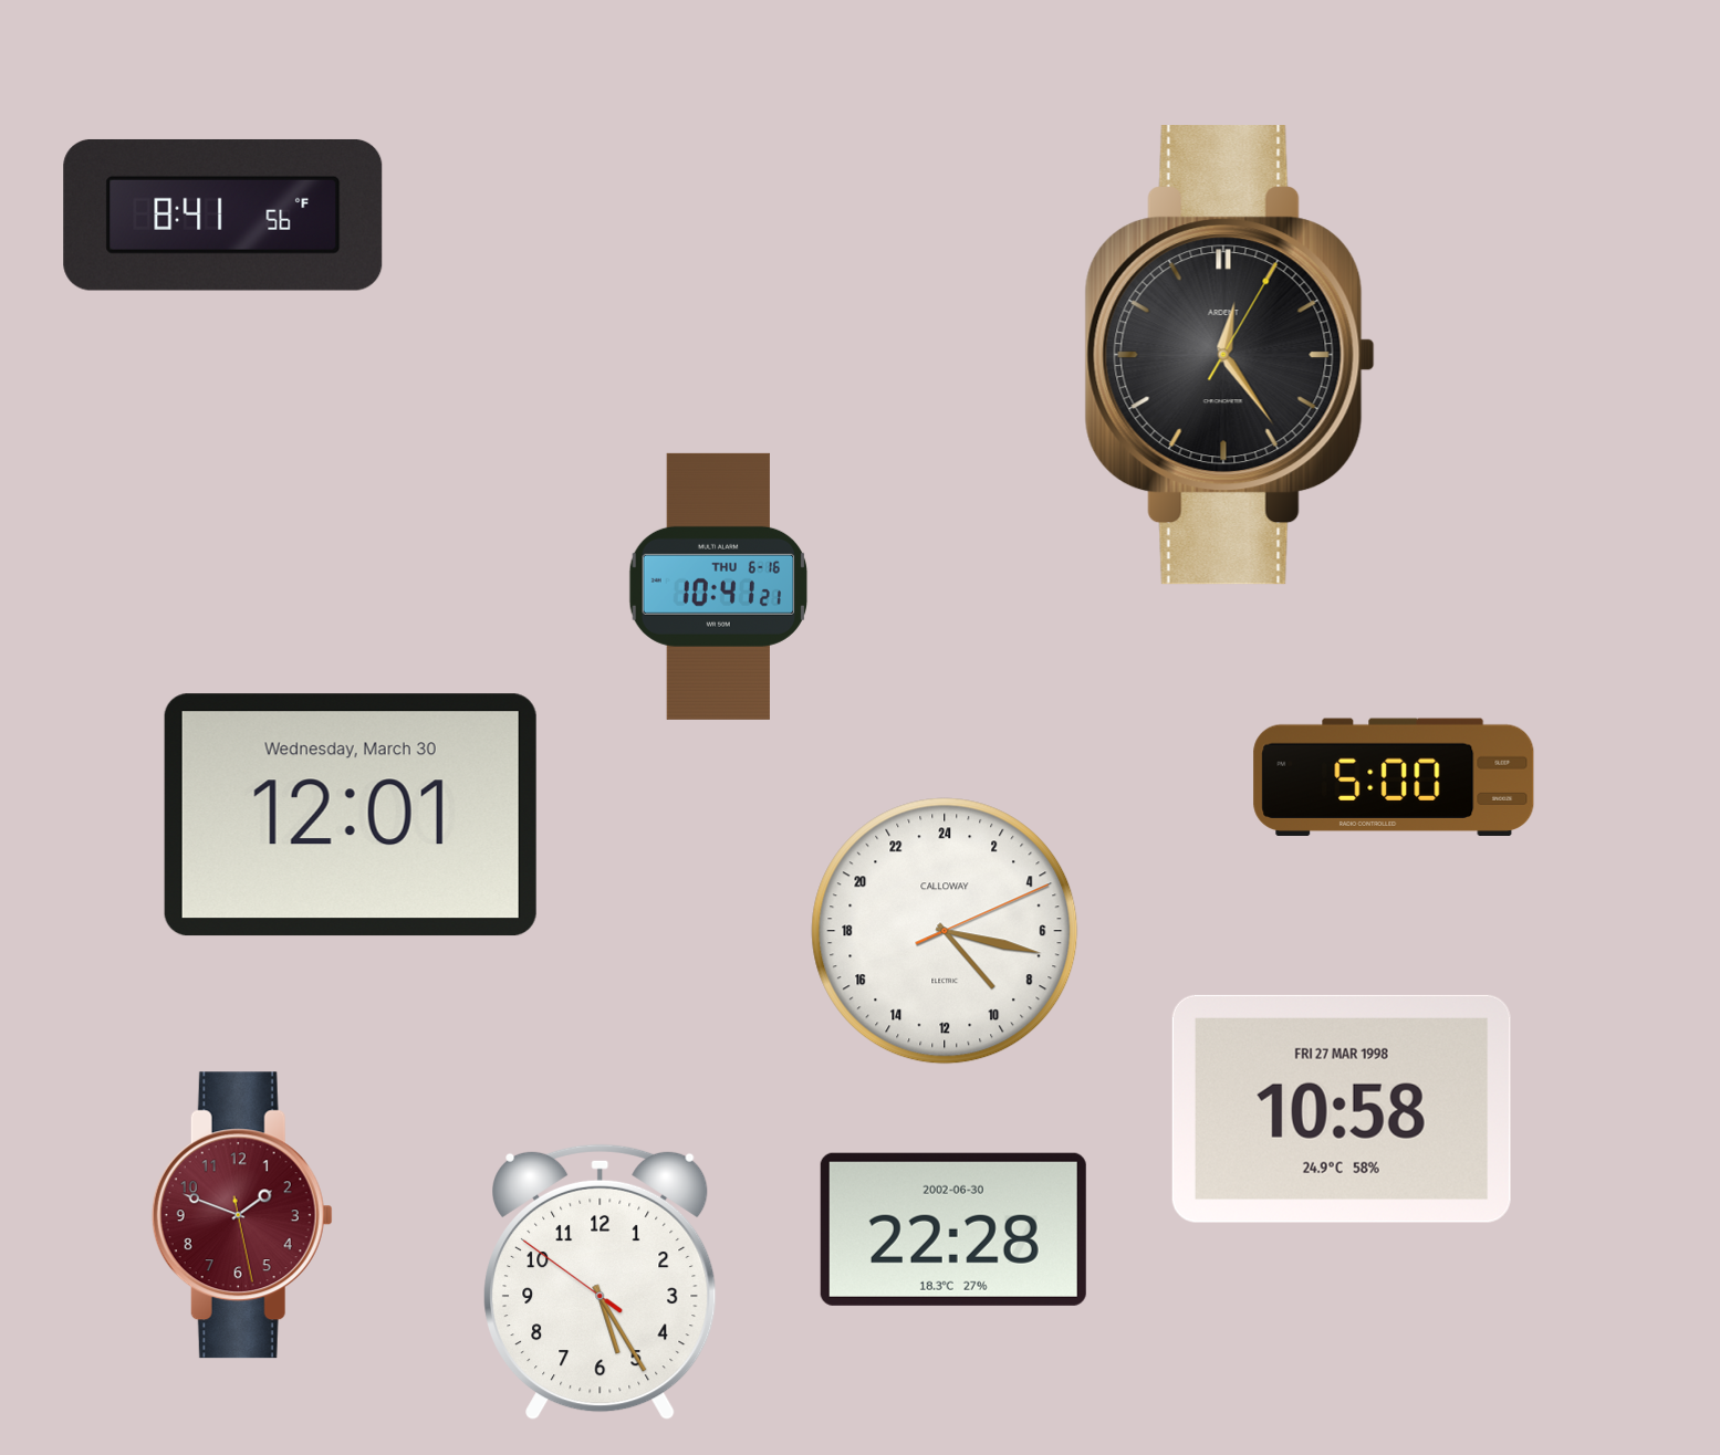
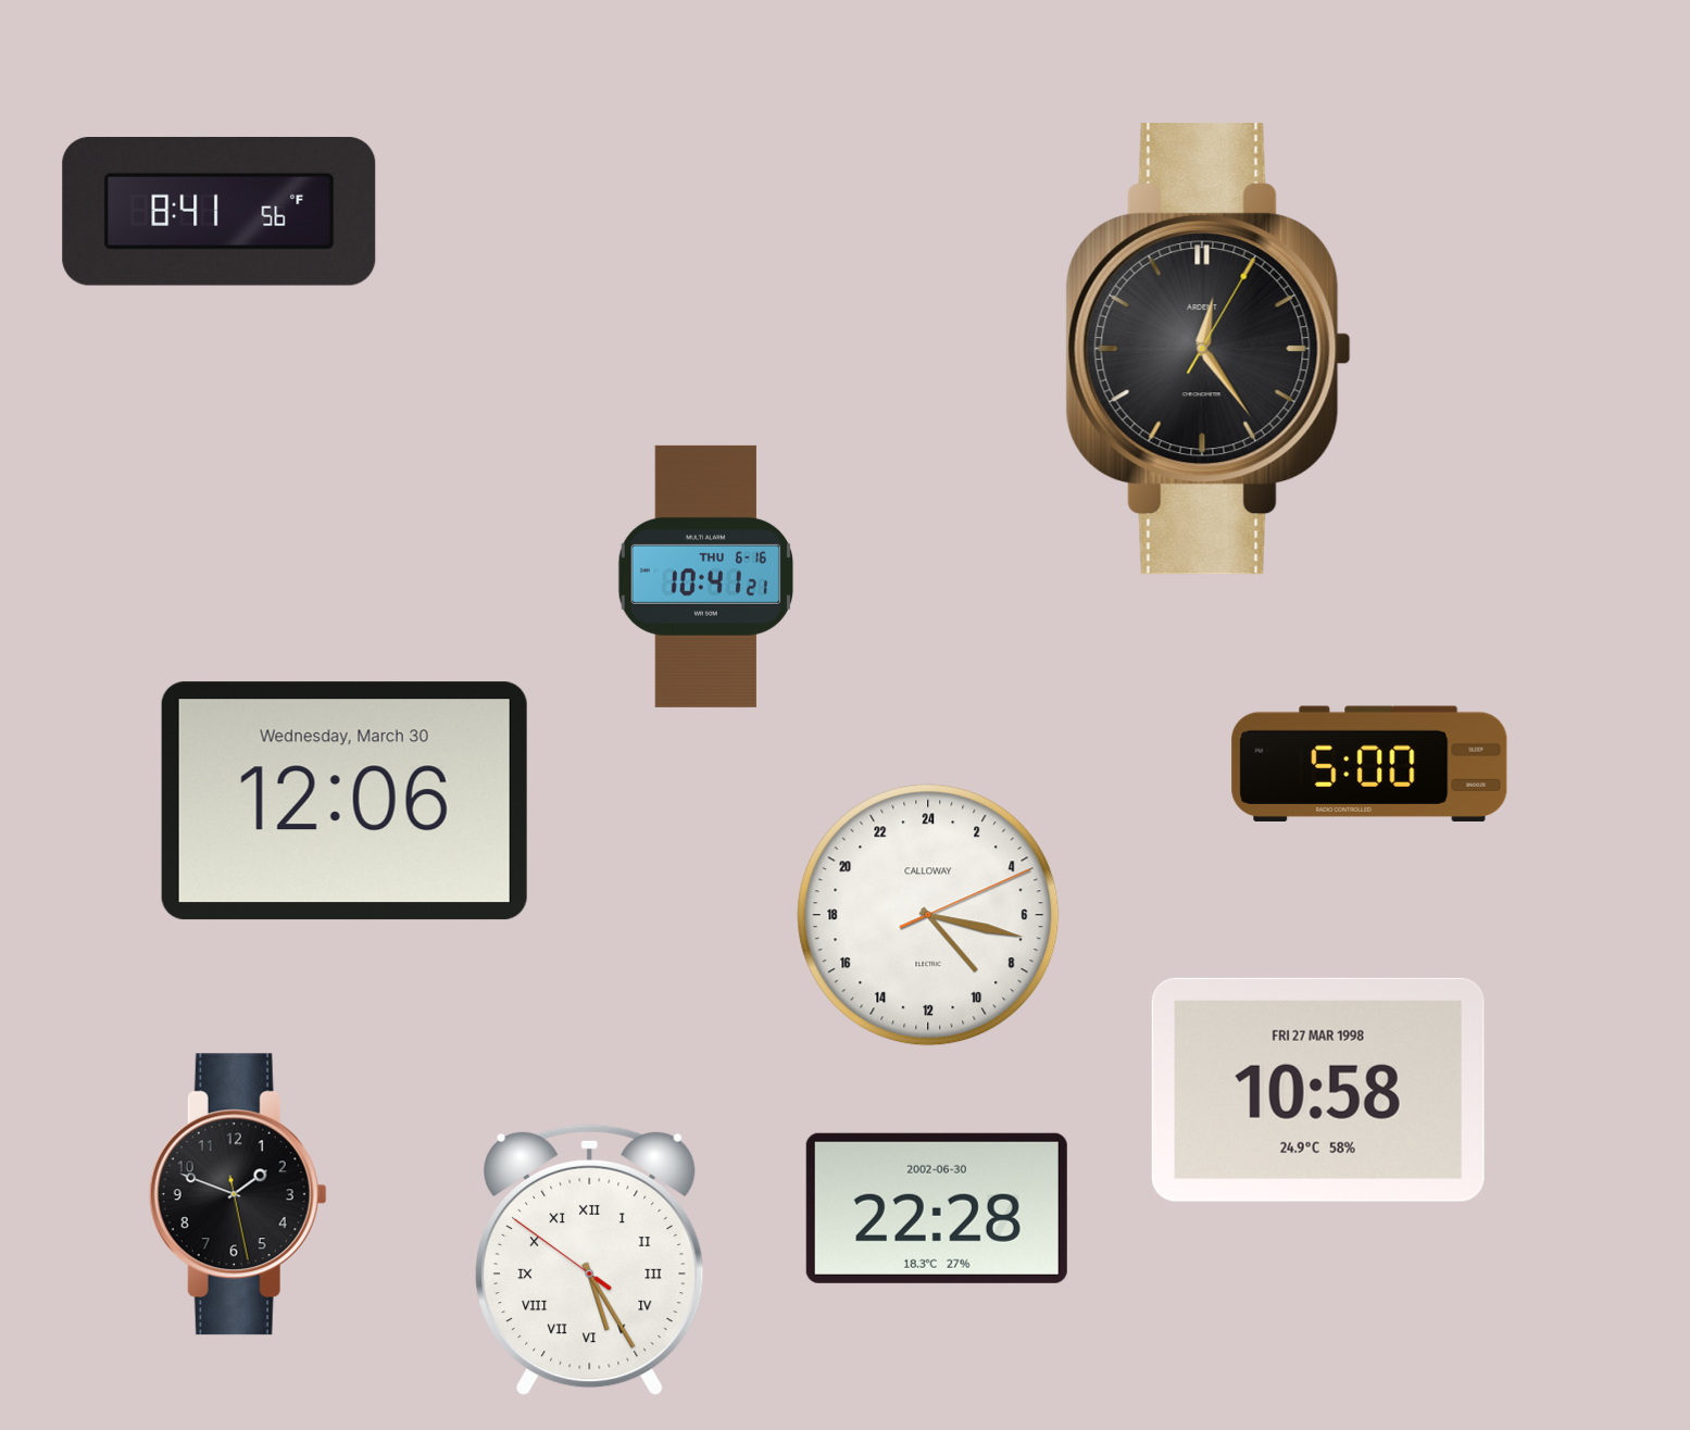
clock at (351, 815): 12:01 -> 12:06
clock at (242, 1215) dial: burgundy -> black
clock at (601, 1283) numerals: Arabic -> Roman
